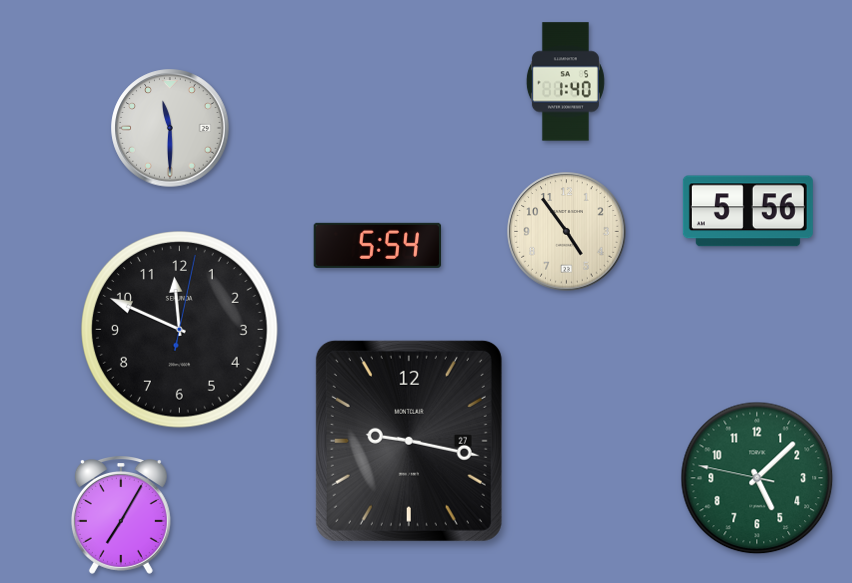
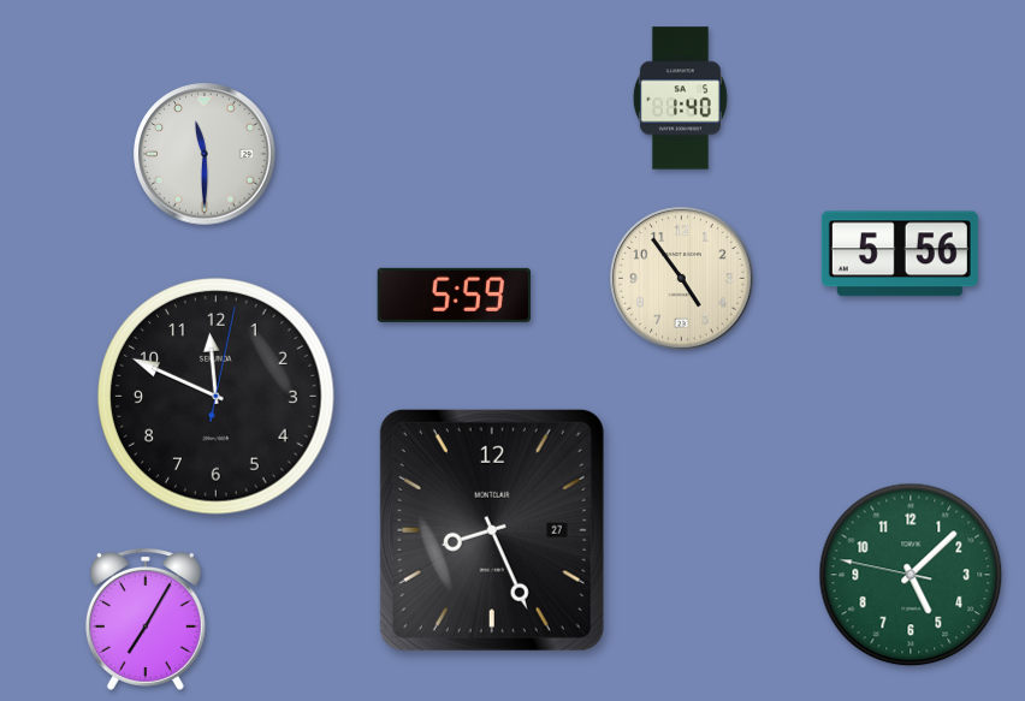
clock at (378, 245): 5:54 -> 5:59
clock at (409, 441): 9:17 -> 8:26
